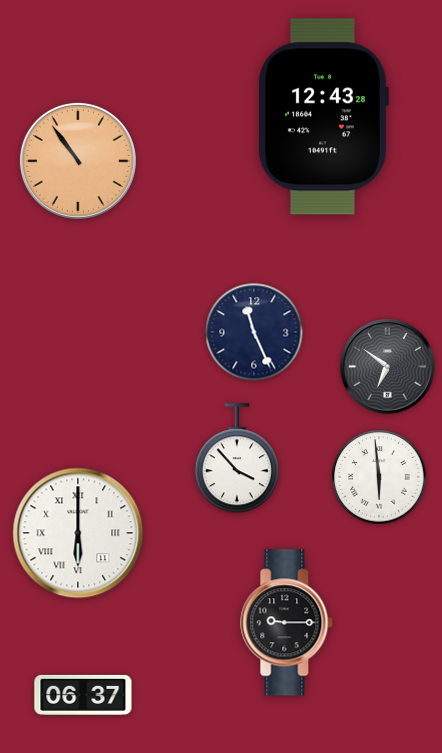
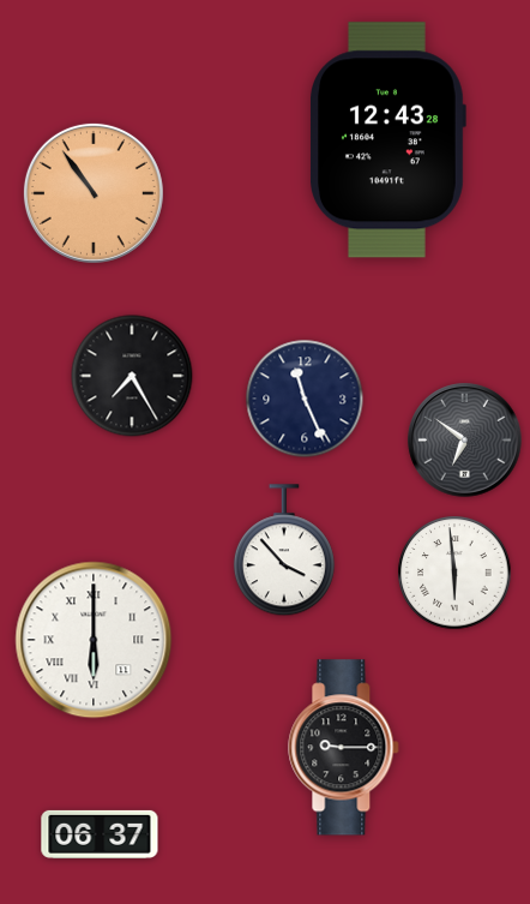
clock at (132, 376): none -> 7:25
